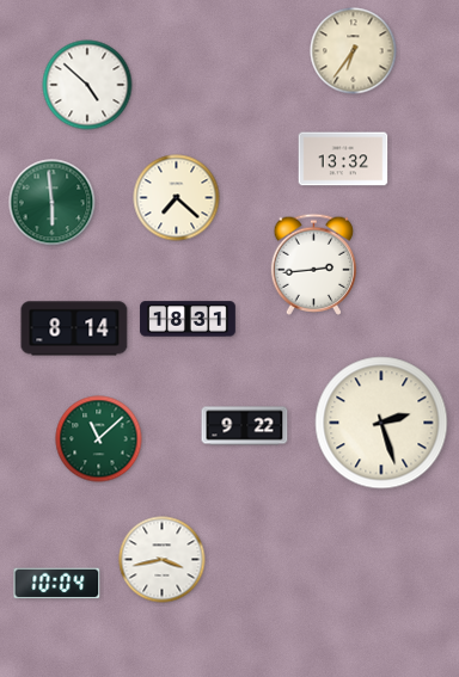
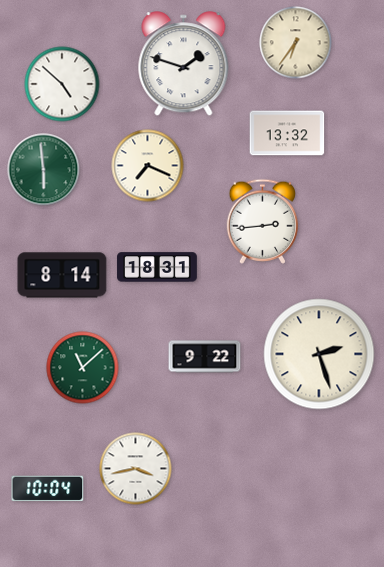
clock at (184, 64): none -> 1:48
clock at (87, 85) position: (87, 85) -> (62, 84)
clock at (177, 198): 7:22 -> 7:19
